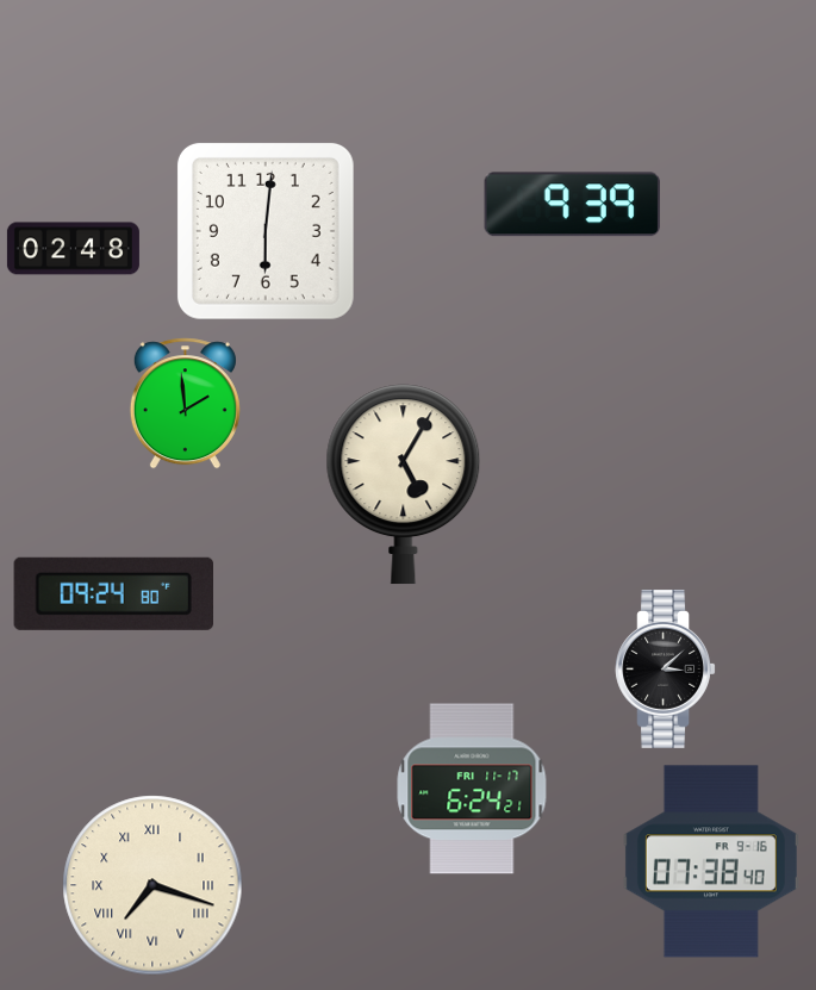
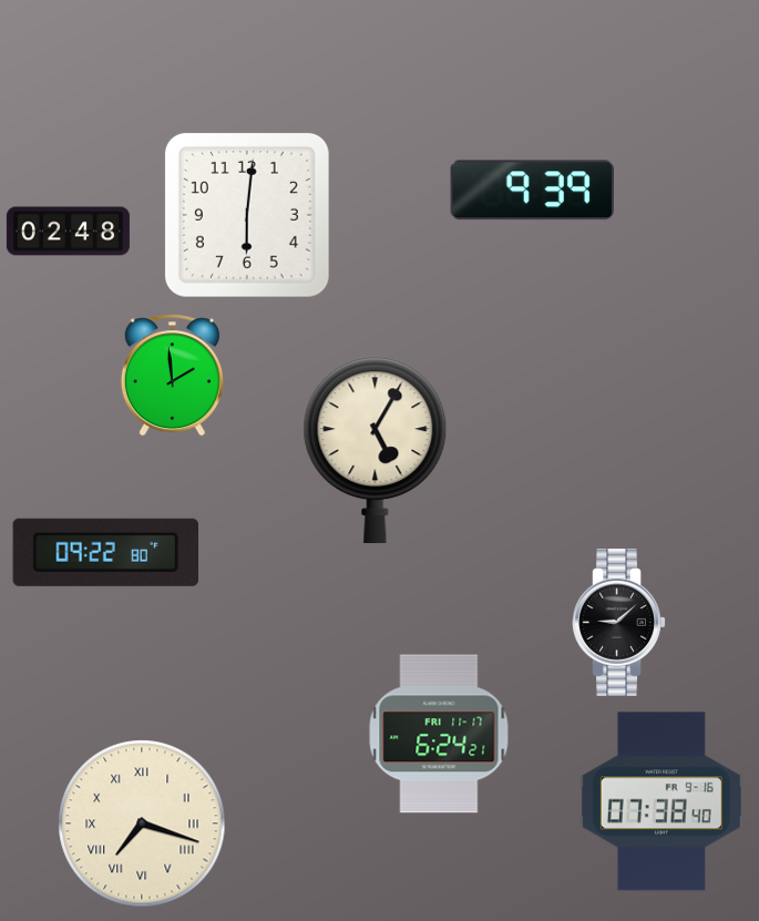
clock at (113, 593): 09:24 -> 09:22
clock at (665, 668): 3:08 -> 9:08
